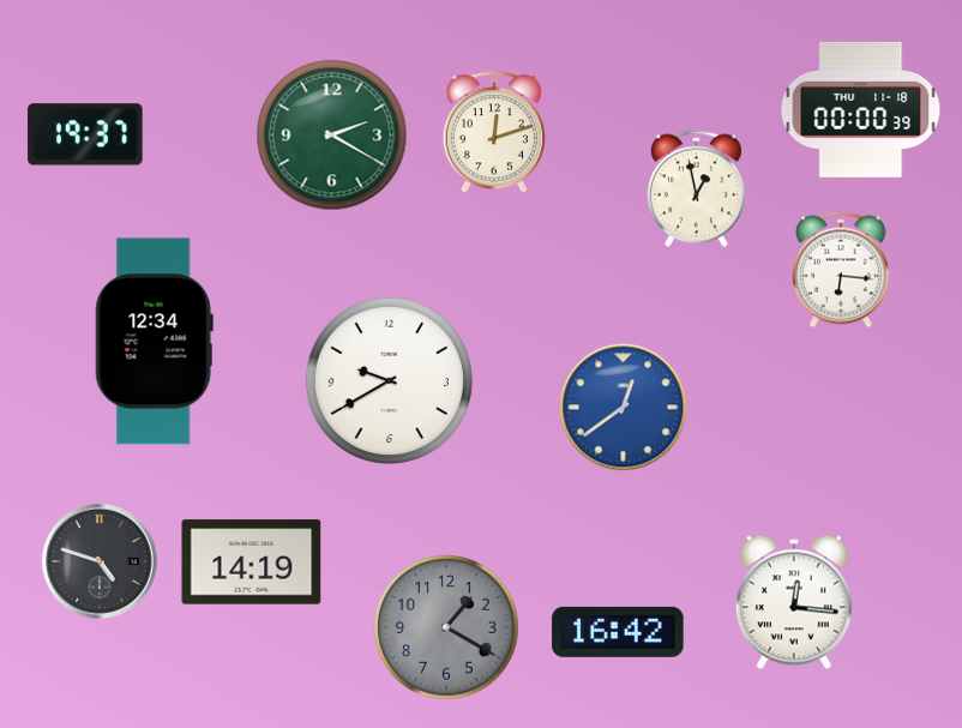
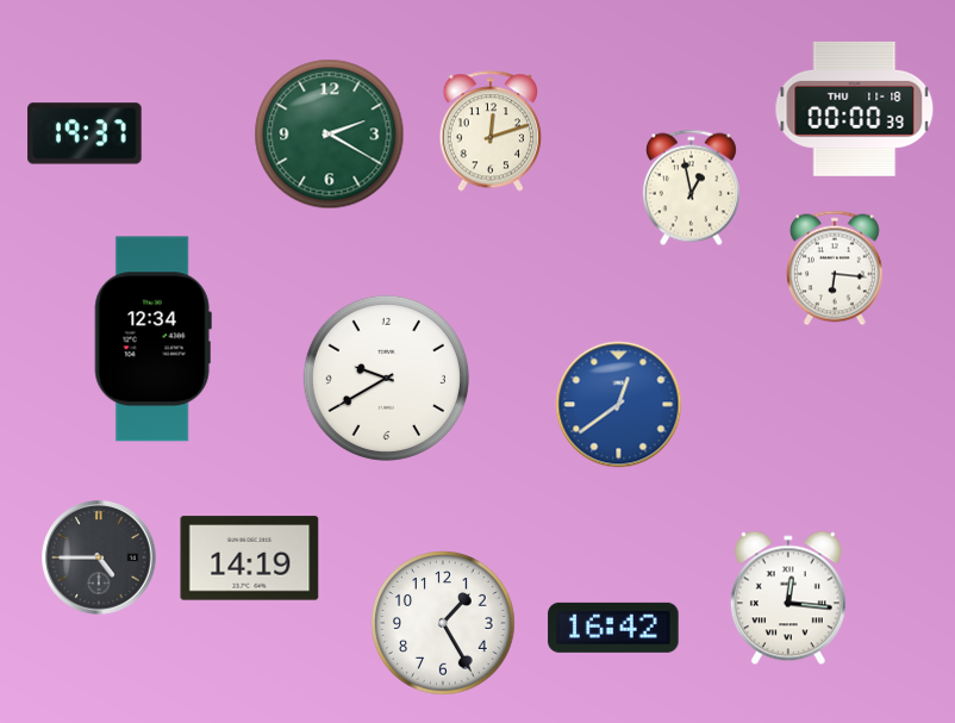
clock at (100, 561): 4:48 -> 4:45
clock at (446, 627): 1:20 -> 1:25
clock at (446, 627) dial: grey -> white
